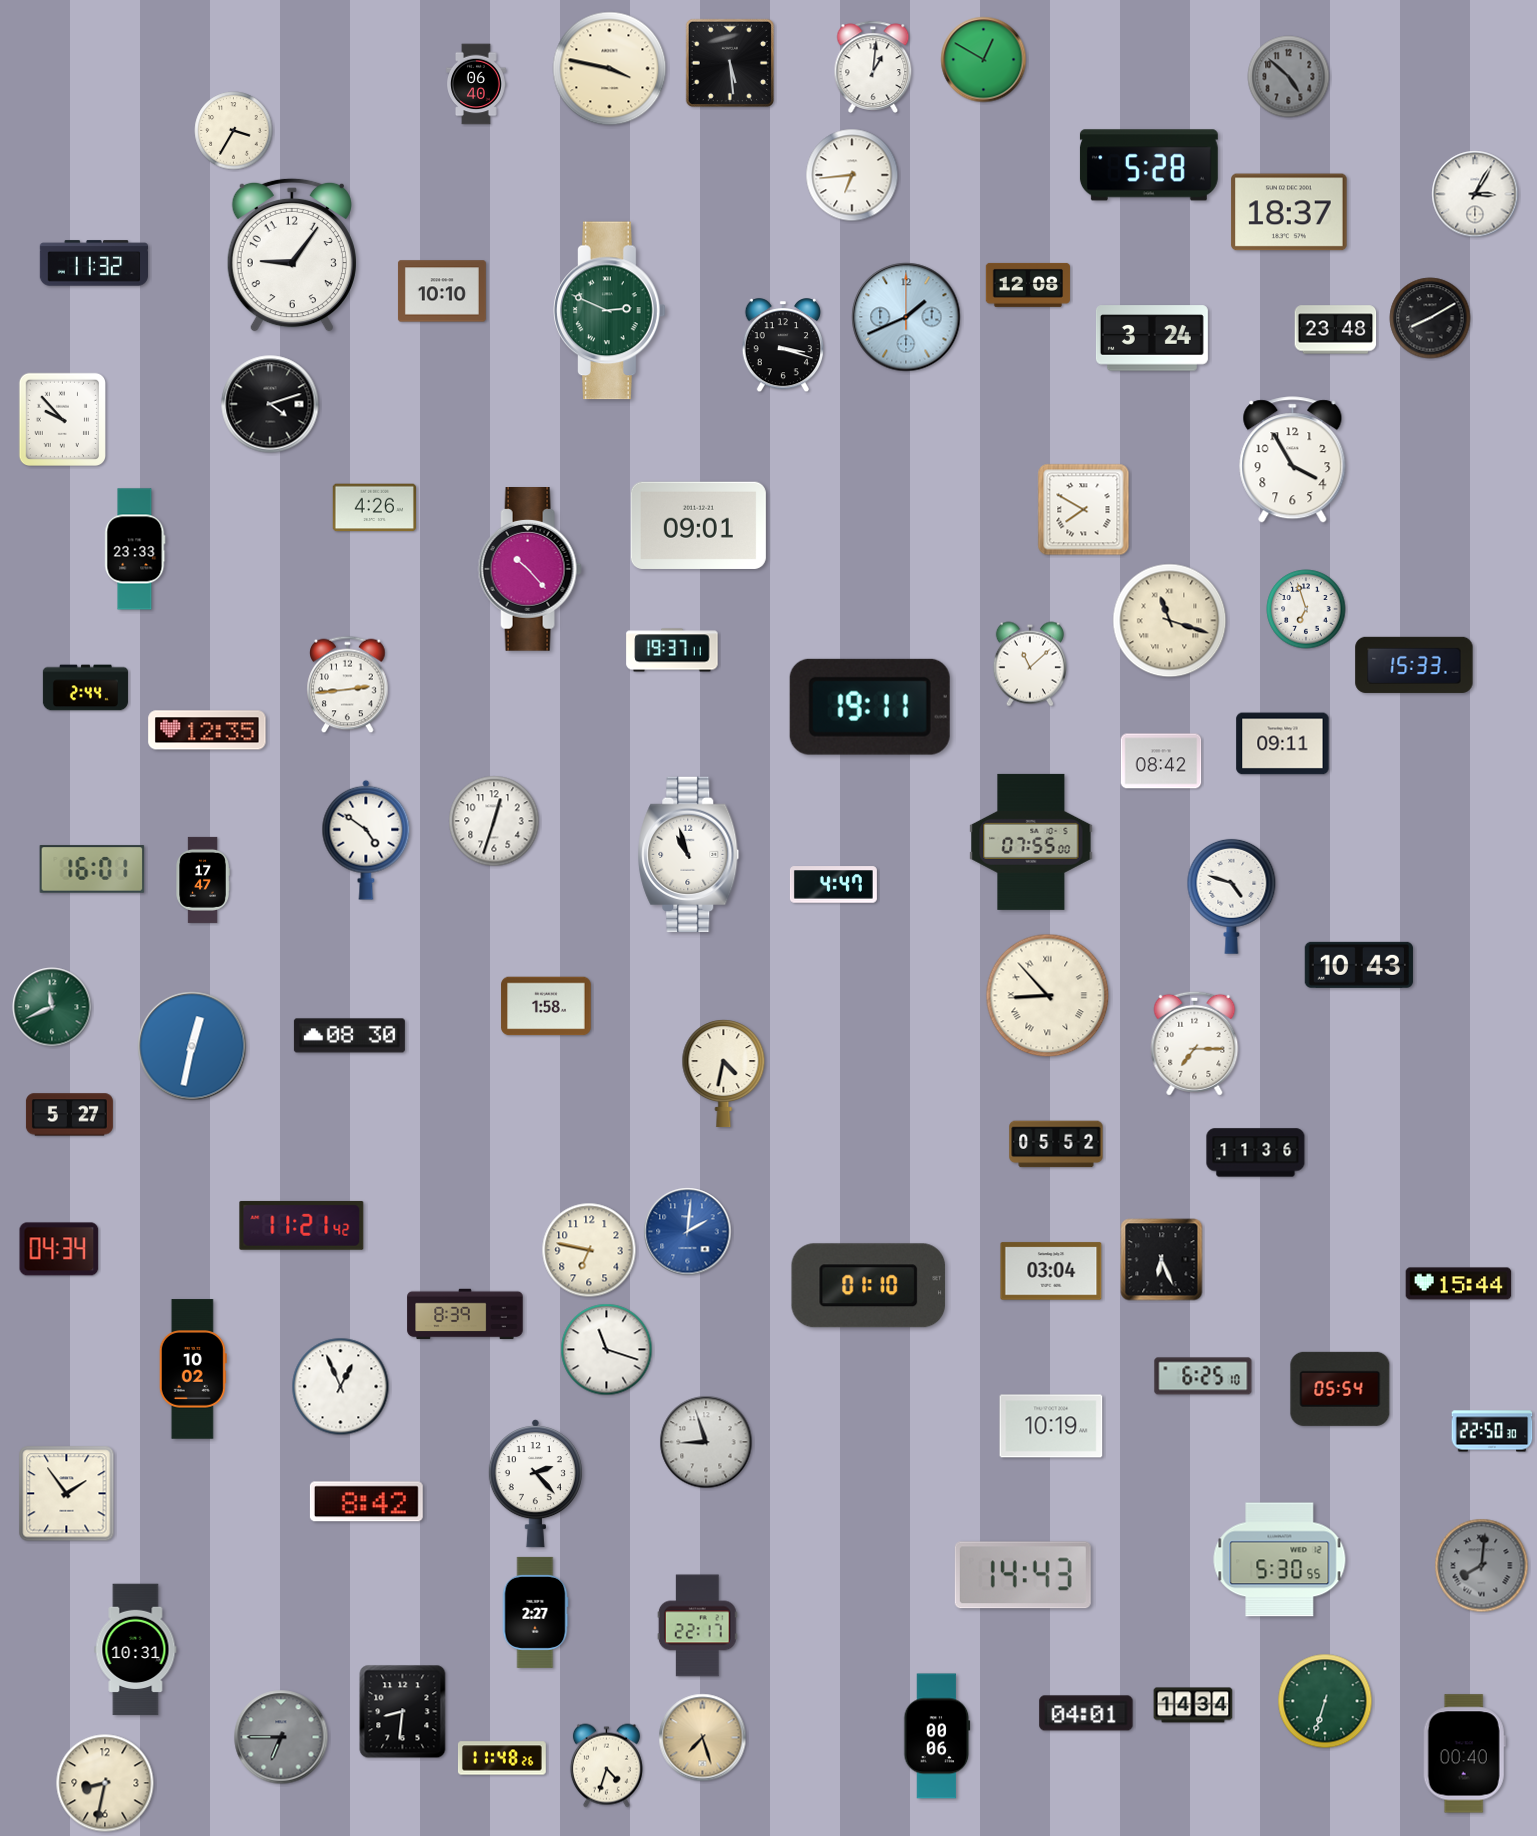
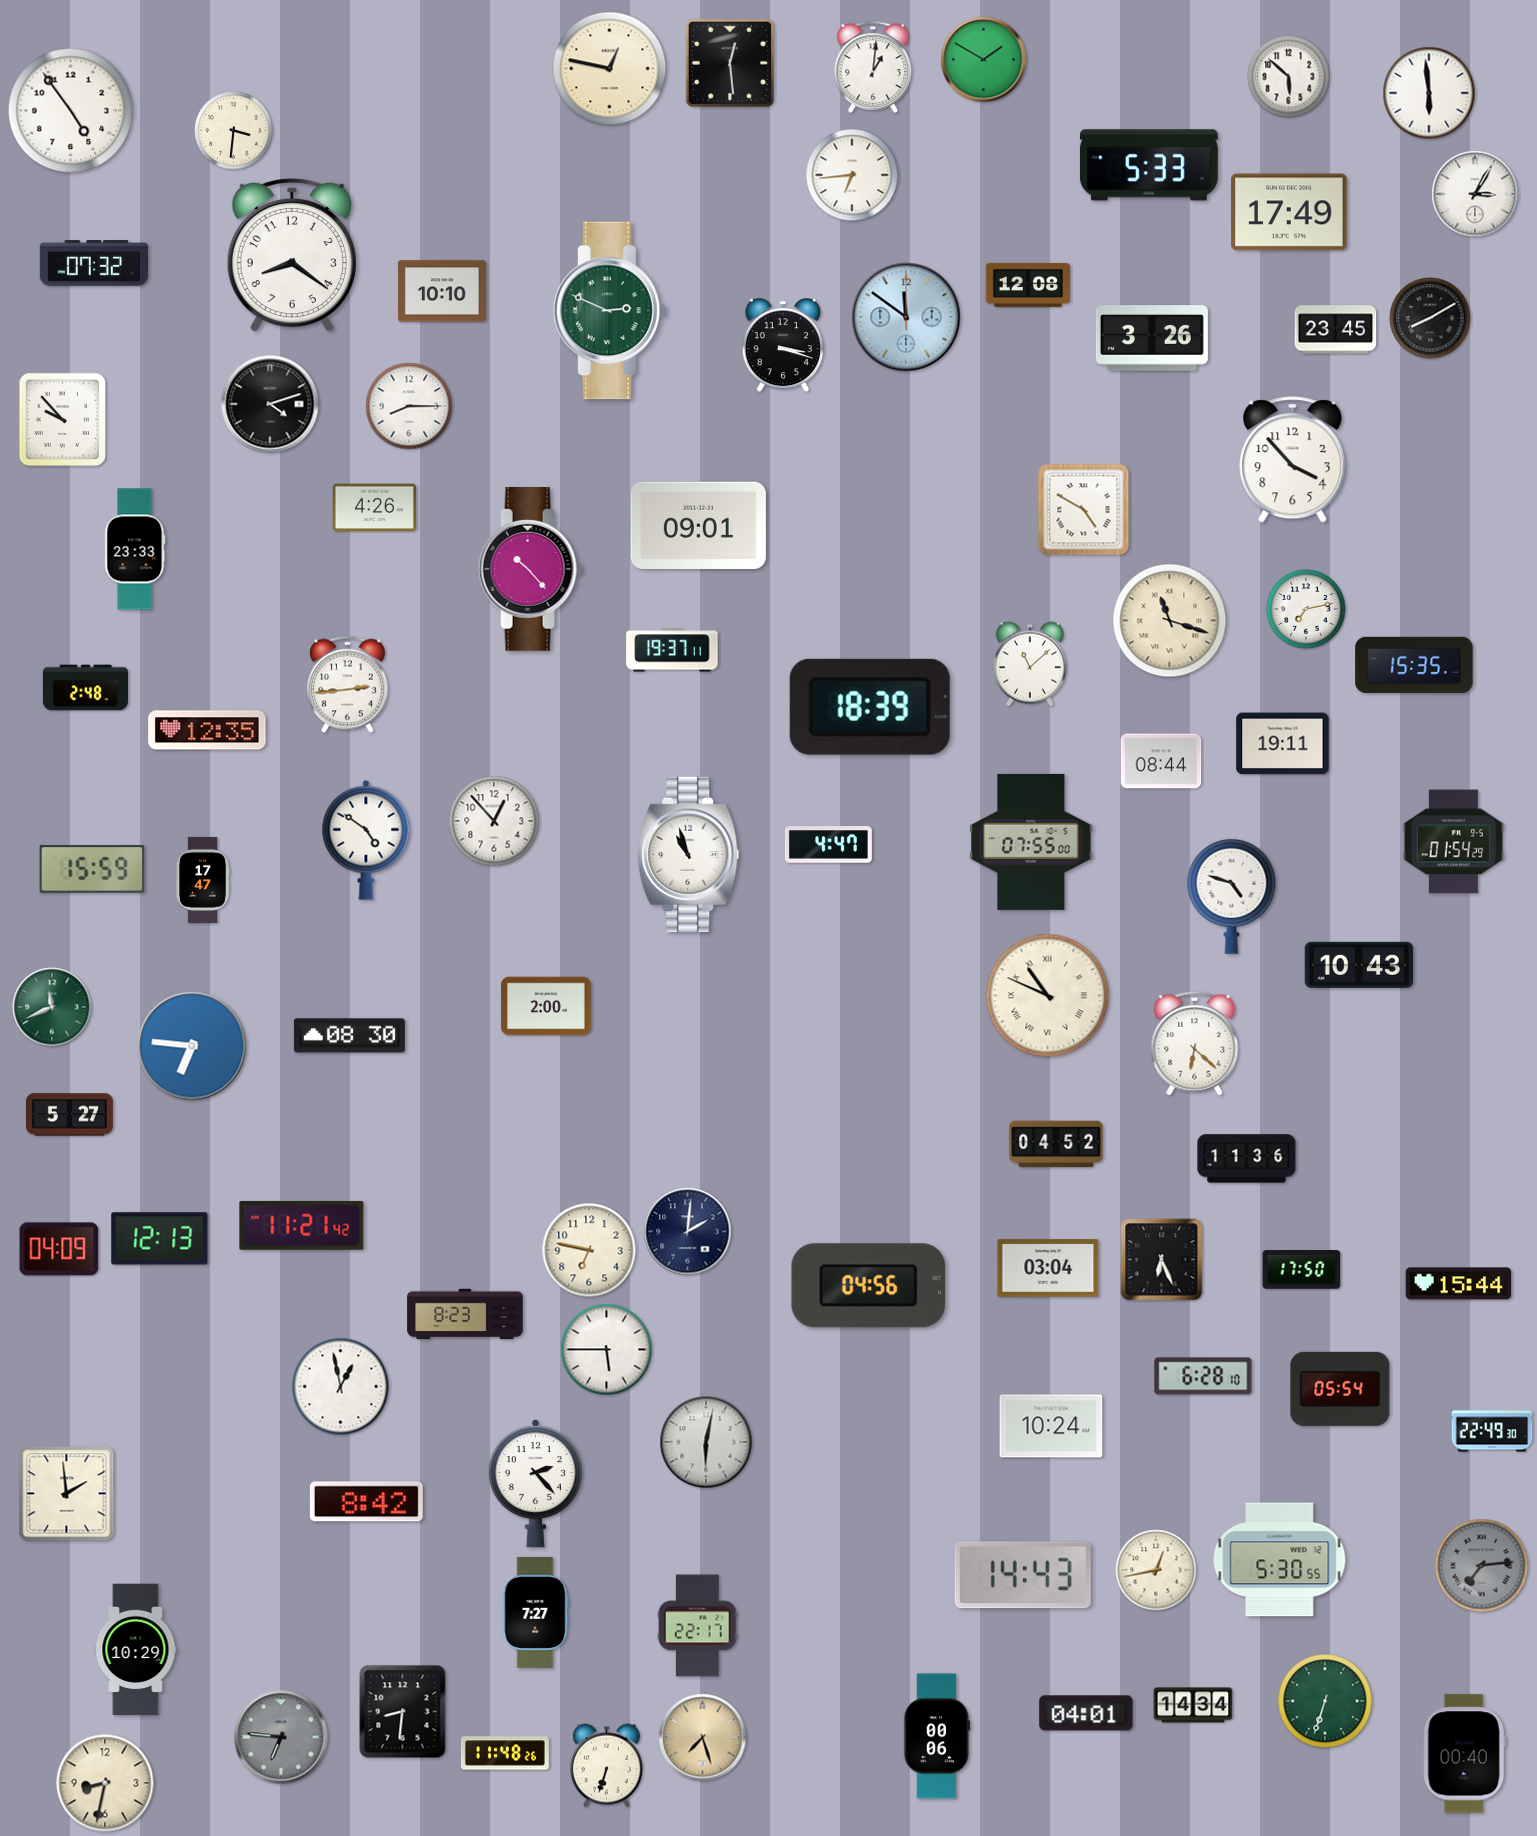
clock at (984, 60): 12:50 -> 1:50
clock at (729, 62): 5:29 -> 12:29
clock at (610, 69): 3:47 -> 12:47
clock at (1289, 77): 4:52 -> 5:52
clock at (1289, 77) dial: grey -> white
clock at (477, 84): 06:40 -> none
clock at (1429, 93): none -> 5:59
clock at (71, 111): none -> 4:54
clock at (234, 131): 3:35 -> 3:31
clock at (1149, 165): 5:28 -> 5:33
clock at (1289, 212): 18:37 -> 17:49
clock at (292, 255): 9:06 -> 8:21
clock at (93, 263): 11:32 -> 07:32
clock at (906, 317): 1:41 -> 11:51
clock at (1336, 330): 23:48 -> 23:45
clock at (1152, 338): 3:24 -> 3:26
clock at (409, 406): none -> 8:15
clock at (1293, 460): 3:55 -> 3:53
clock at (1084, 510): 7:50 -> 4:50
clock at (1306, 609): 6:57 -> 7:13
clock at (1414, 665): 15:33 -> 15:35
clock at (85, 688): 2:44 -> 2:48
clock at (870, 707): 19:11 -> 18:39
clock at (1283, 744): 09:11 -> 19:11
clock at (1161, 761): 08:42 -> 08:44
clock at (494, 821): 12:33 -> 12:53
clock at (1453, 842): none -> 01:54
clock at (92, 869): 16:01 -> 15:59
clock at (833, 885) position: (833, 885) -> (828, 845)
clock at (1048, 996): 8:53 -> 10:49
clock at (546, 1006): 1:58 -> 2:00
clock at (1195, 1043): 7:15 -> 6:22
clock at (192, 1046): 12:32 -> 6:46
clock at (724, 1074): 4:32 -> none
clock at (1056, 1144): 05:52 -> 04:52
clock at (1256, 1153) position: (1256, 1153) -> (1247, 1159)
clock at (688, 1232) dial: blue -> navy
clock at (160, 1239): none -> 12:13
clock at (59, 1249): 04:34 -> 04:09
clock at (1302, 1270): none -> 17:50
clock at (1051, 1271) position: (1051, 1271) -> (1048, 1268)
clock at (869, 1286): 01:10 -> 04:56
clock at (465, 1314): 8:39 -> 8:23
clock at (607, 1350): 11:18 -> 5:45
clock at (193, 1369): 10:02 -> none
clock at (1203, 1376): 6:25 -> 6:28
clock at (341, 1387): 12:56 -> 12:58
clock at (1051, 1426): 10:19 -> 10:24
clock at (1492, 1431): 22:50 -> 22:49
clock at (706, 1442): 8:57 -> 6:02
clock at (67, 1494): 1:54 -> 1:59
clock at (1482, 1566): 8:01 -> 7:14
clock at (1156, 1570): none -> 12:43
clock at (535, 1612): 2:27 -> 7:27
clock at (136, 1650): 10:31 -> 10:29
clock at (281, 1737): 6:45 -> 6:46
clock at (502, 1758) position: (502, 1758) -> (505, 1753)
clock at (606, 1766): 4:33 -> 6:33
